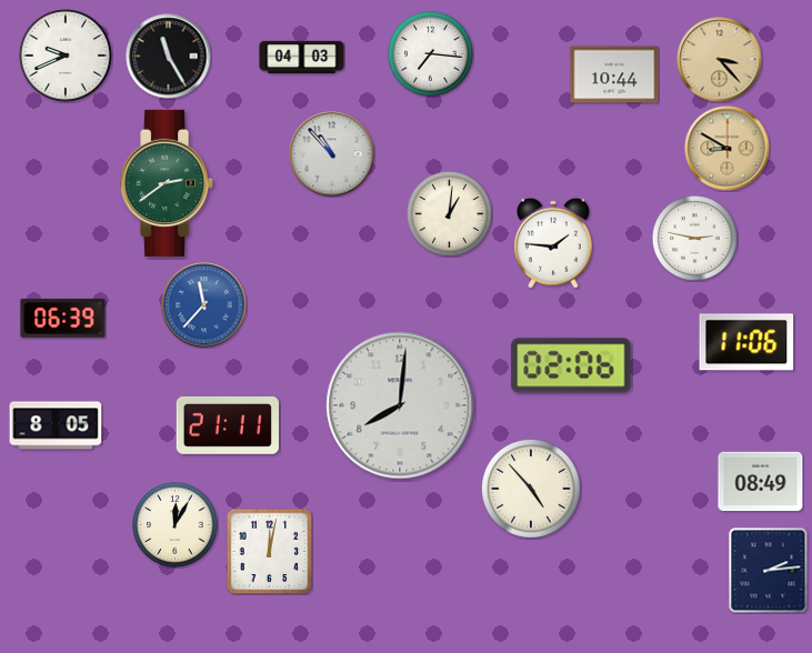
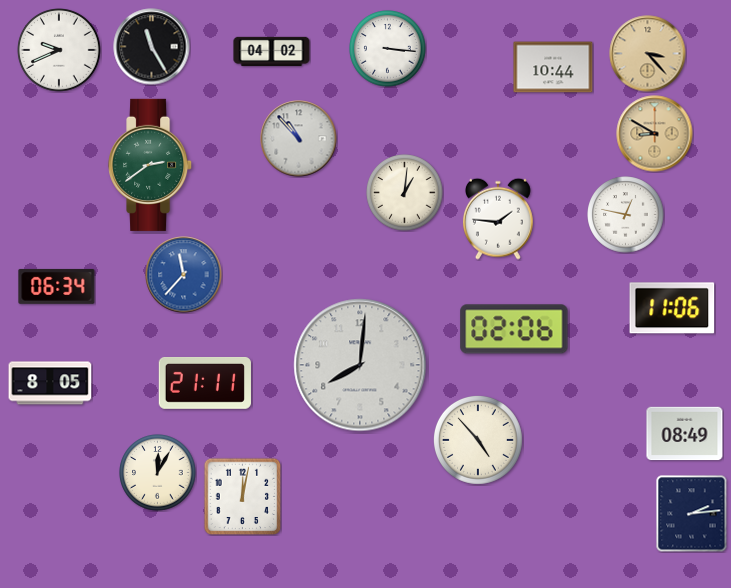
clock at (431, 54): 7:16 -> 3:16
clock at (169, 57) position: (169, 57) -> (152, 47)
clock at (302, 58): 04:03 -> 04:02
clock at (695, 239): 2:47 -> 12:47
clock at (63, 318): 06:39 -> 06:34
